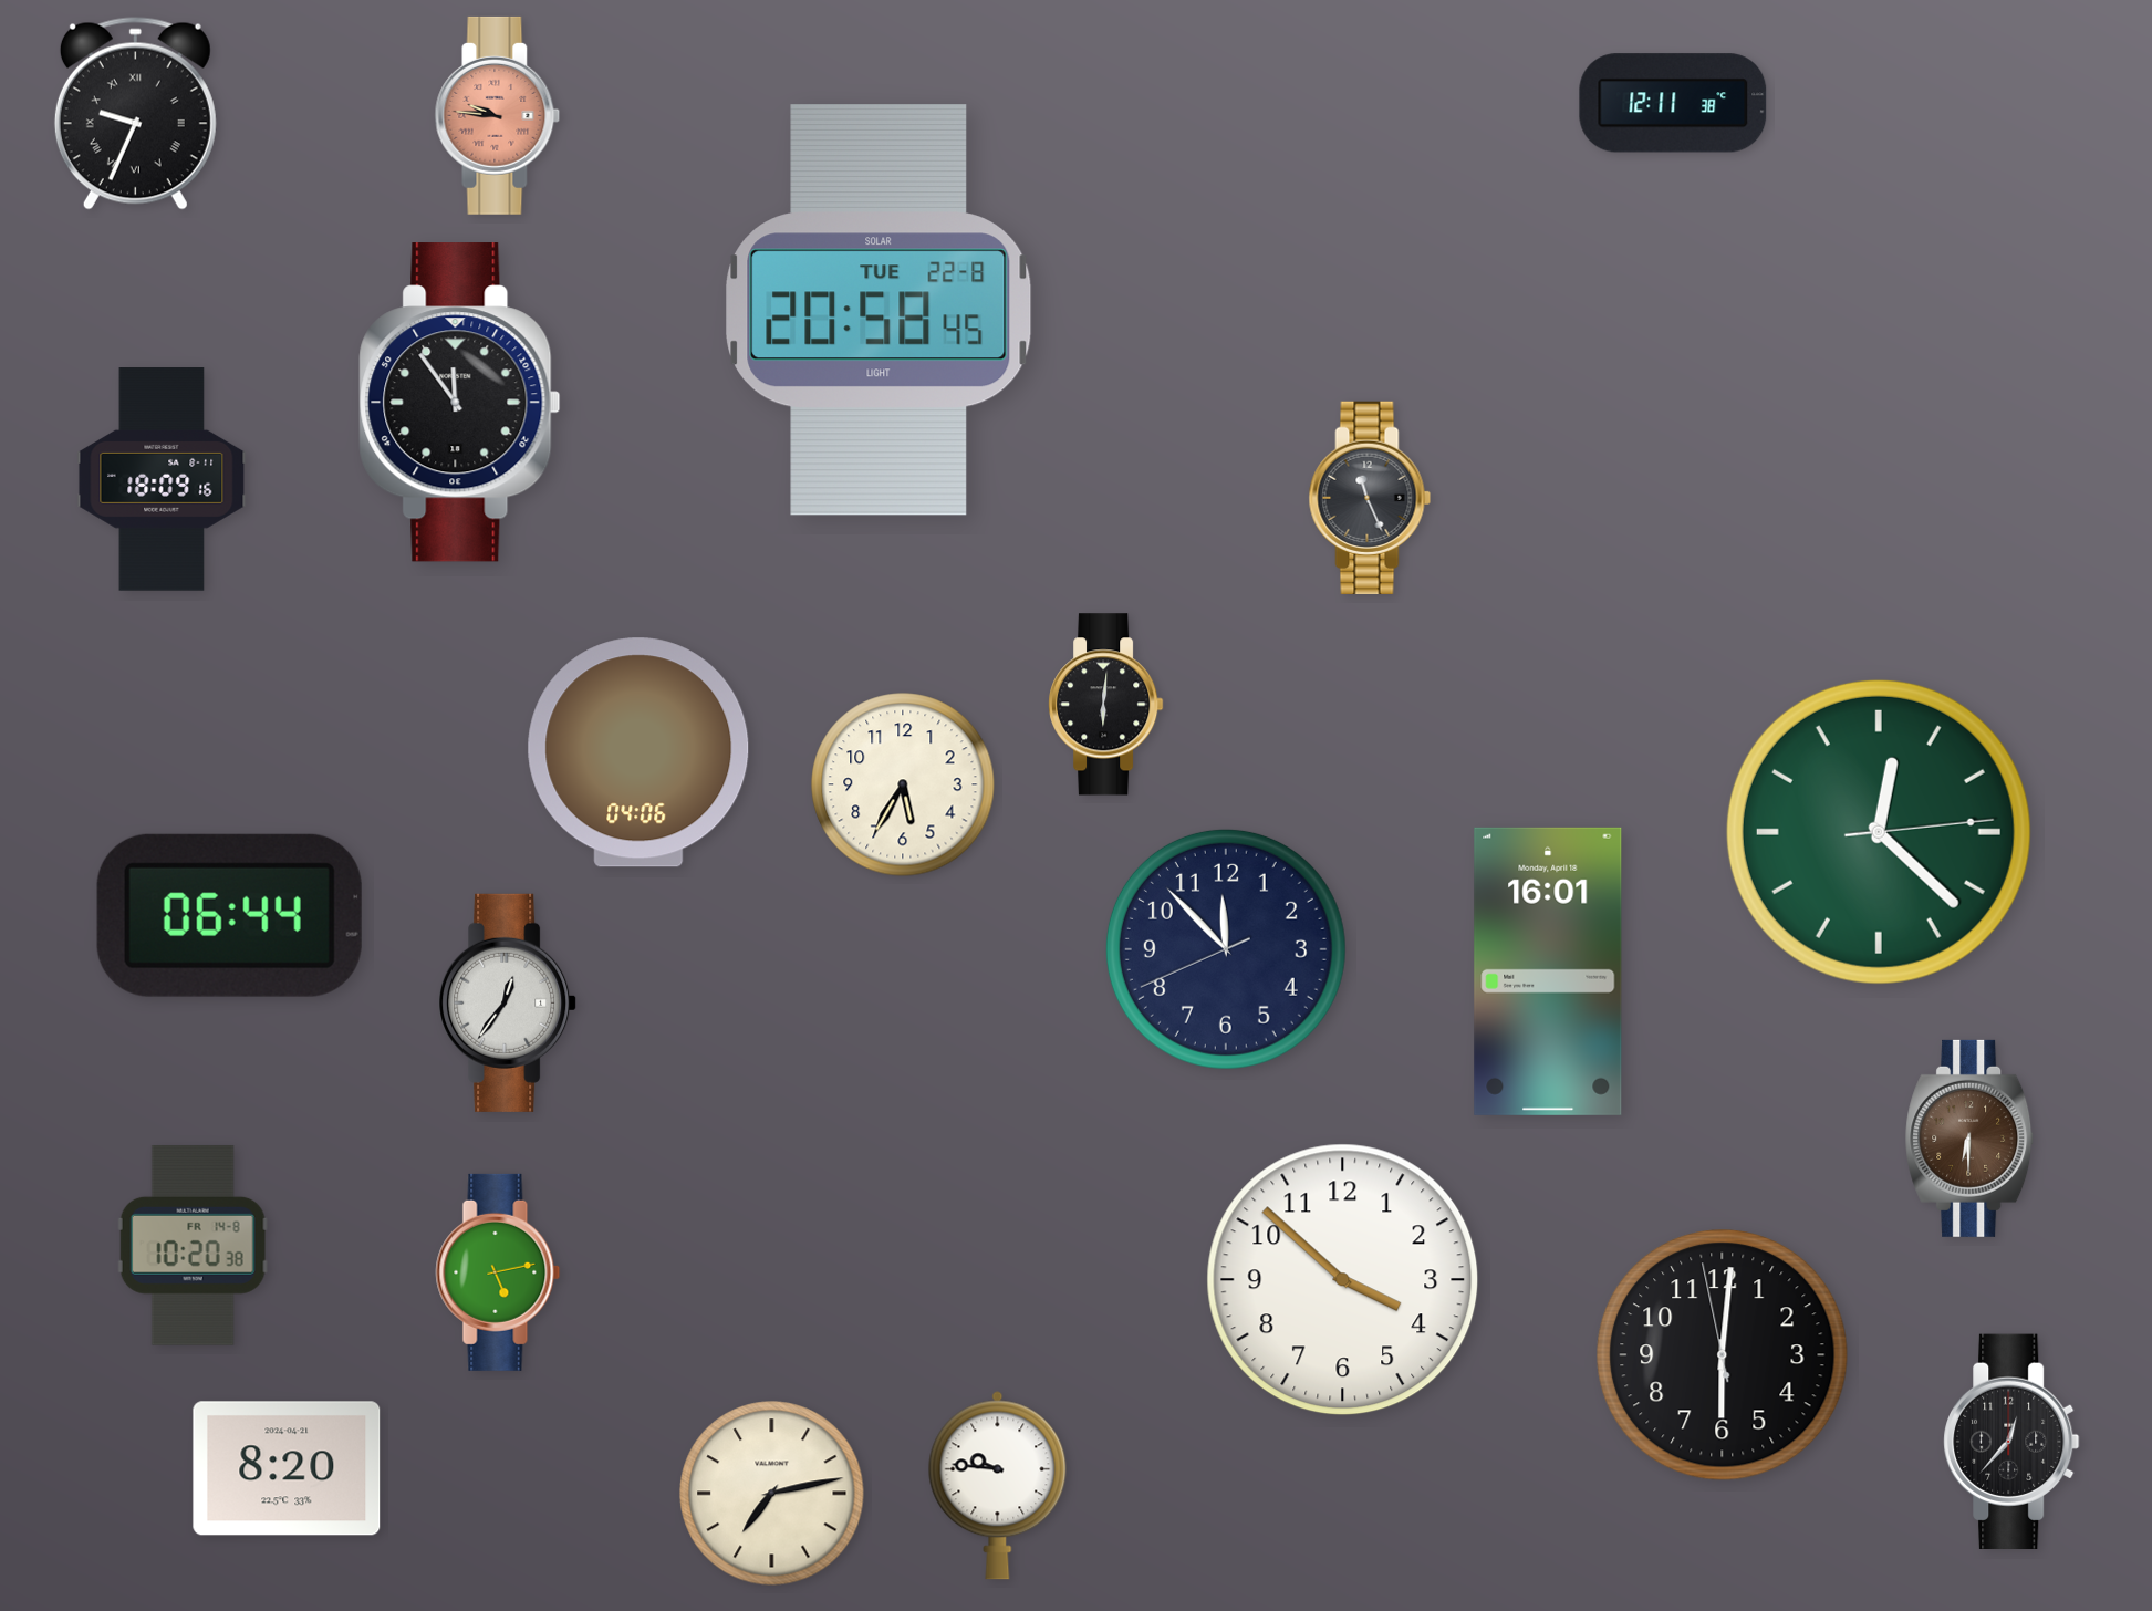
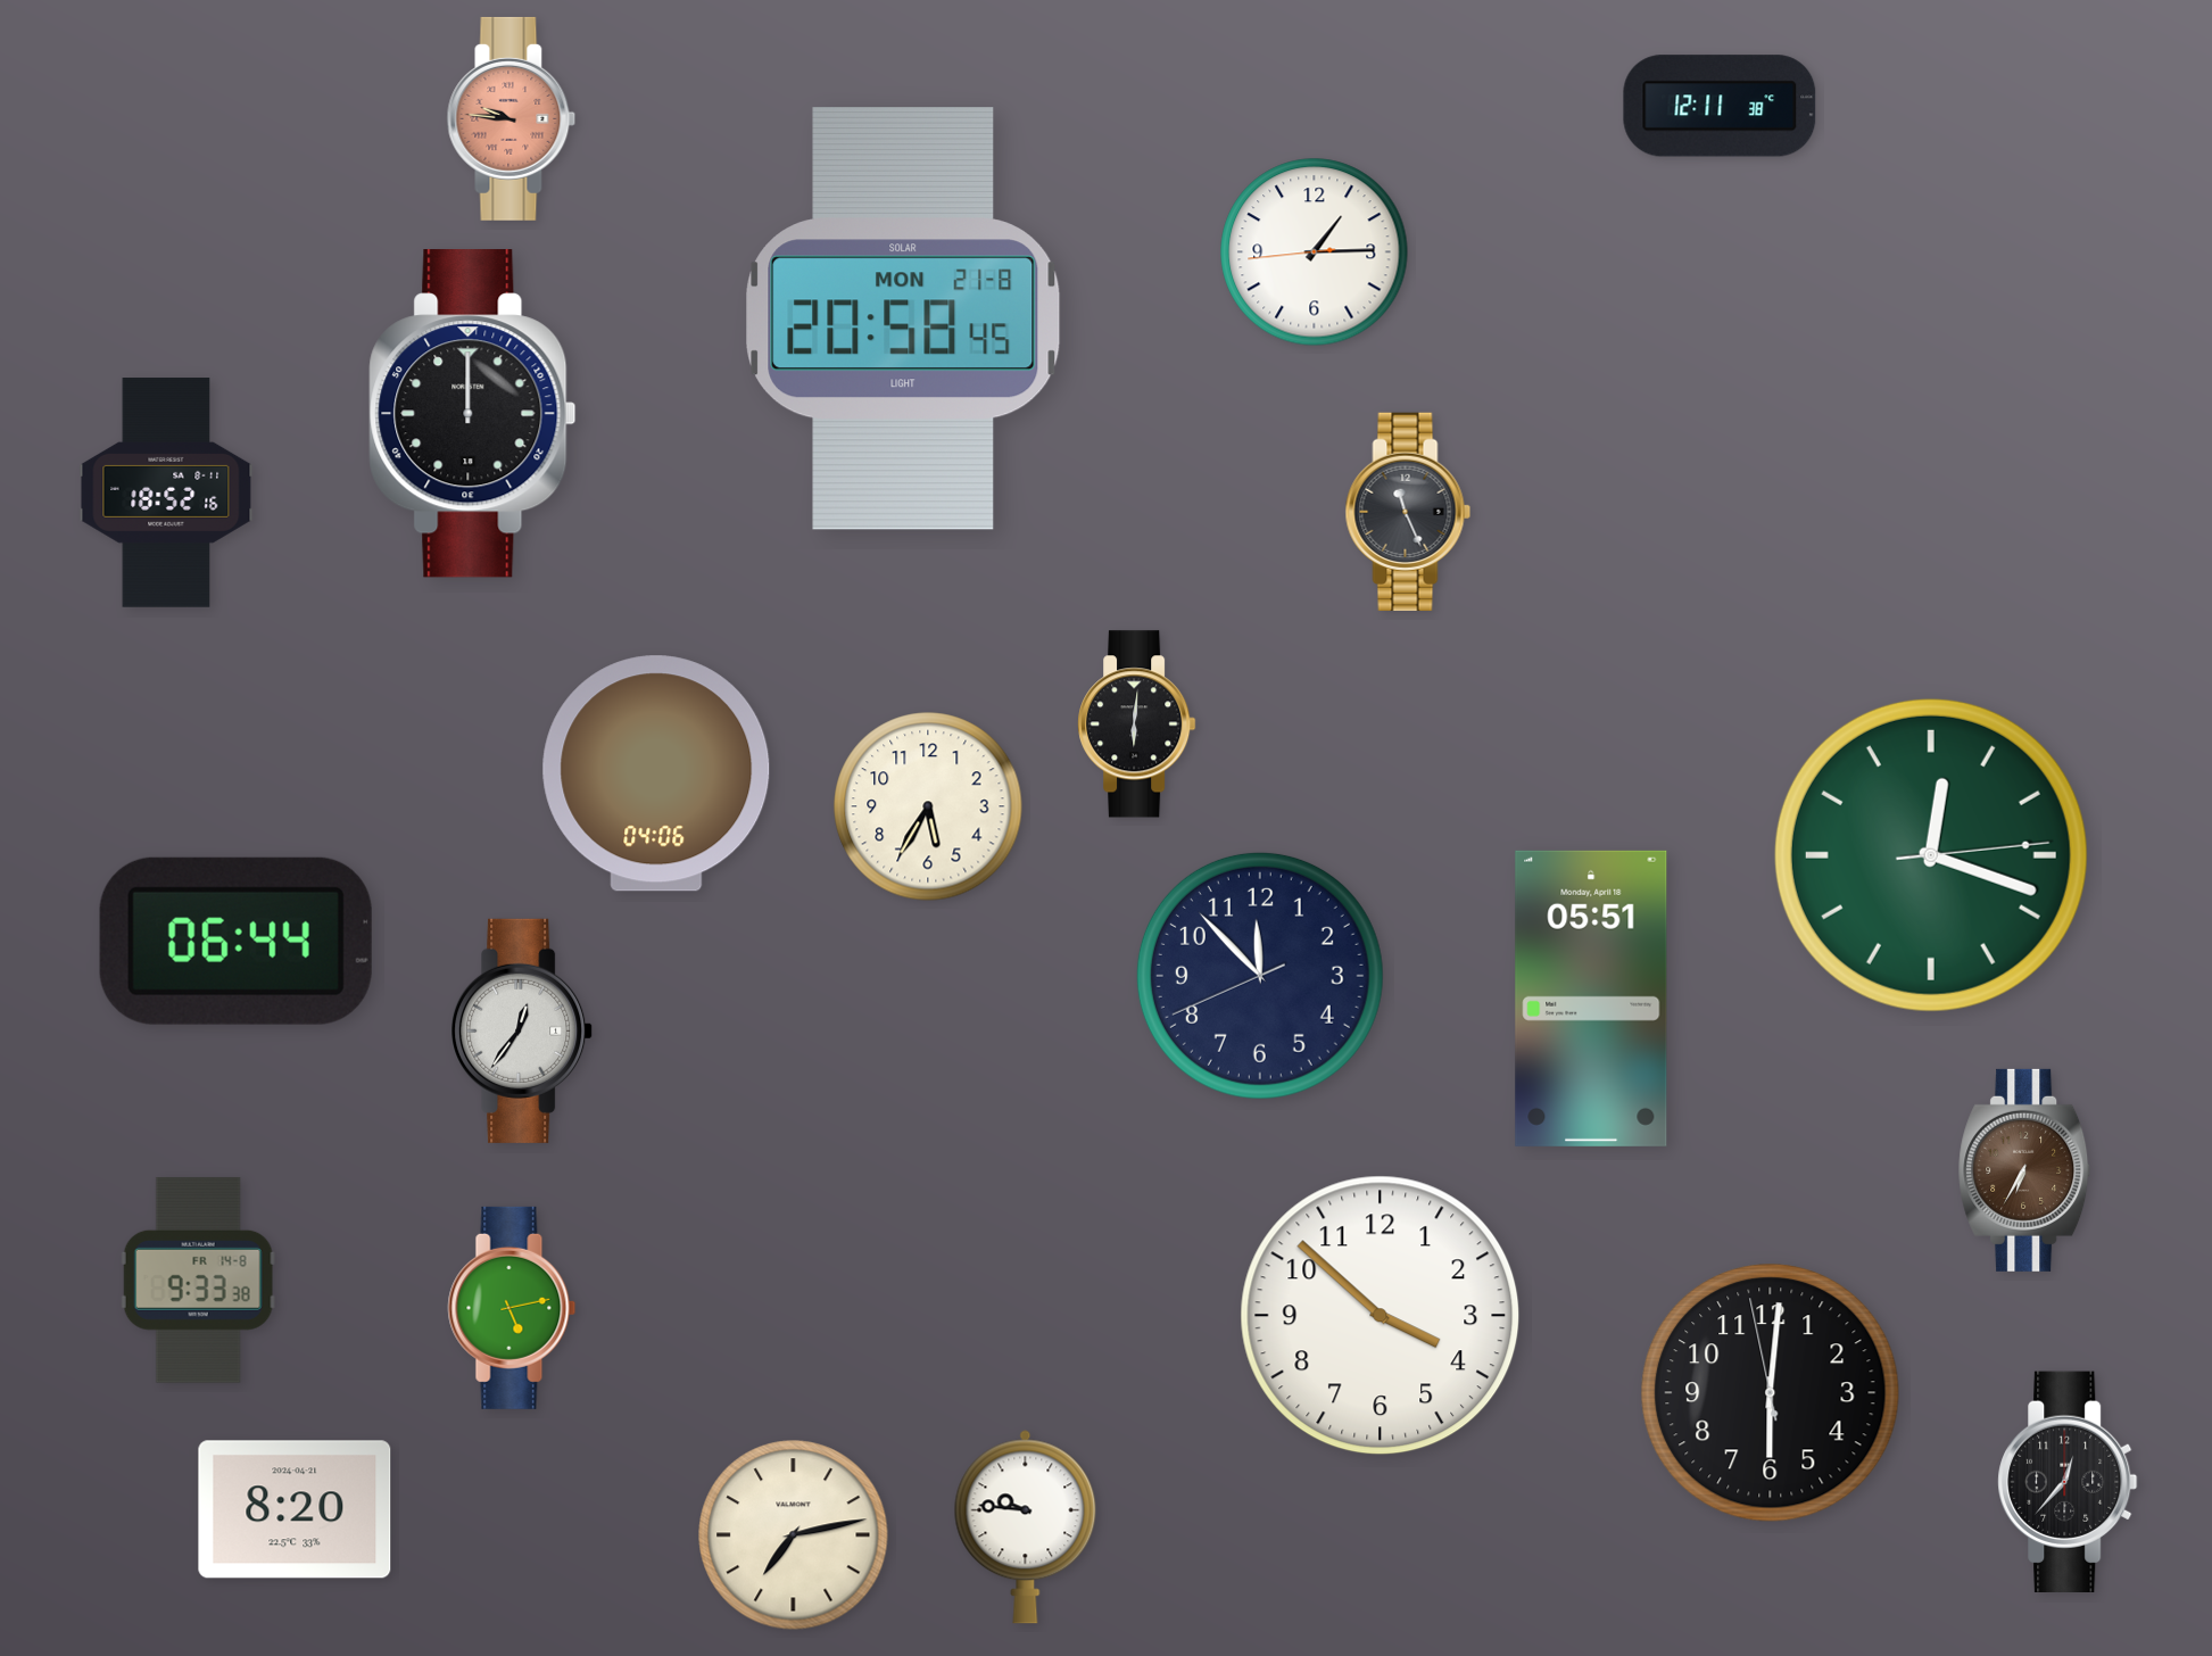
clock at (135, 114): 9:34 -> none
clock at (1315, 252): none -> 1:14
clock at (879, 310) date: TUE 22-8 -> MON 21-8
clock at (460, 403): 11:54 -> 12:00
clock at (162, 479): 18:09 -> 18:52
clock at (1879, 832): 12:22 -> 12:18
clock at (1548, 971): 16:01 -> 05:51
clock at (1969, 1139): 6:30 -> 6:35
clock at (193, 1245): 10:20 -> 9:33
